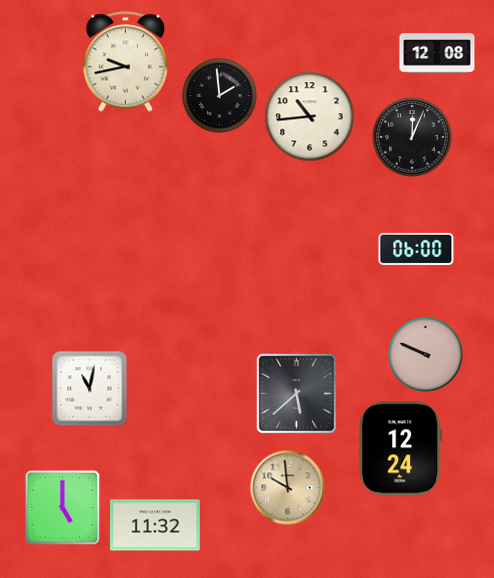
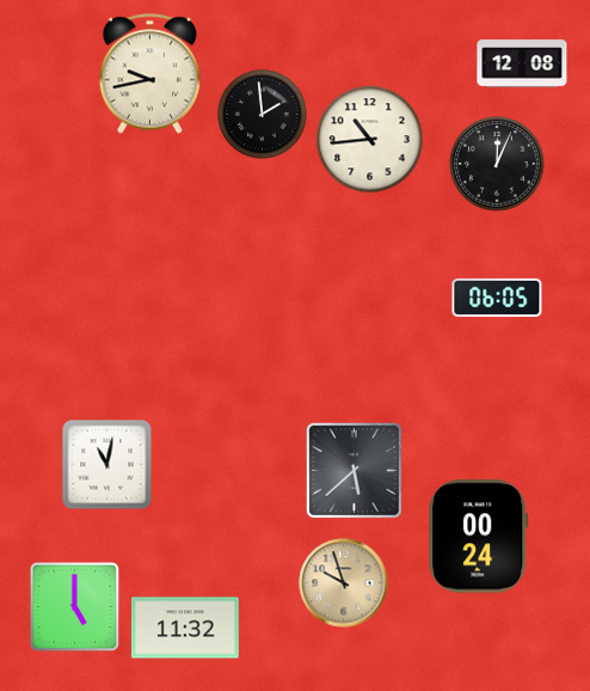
clock at (412, 137) position: (412, 137) -> (497, 164)
clock at (416, 249): 06:00 -> 06:05
clock at (426, 355): 9:49 -> none
clock at (401, 449): 12:24 -> 00:24
clock at (288, 488): 9:59 -> 9:57
